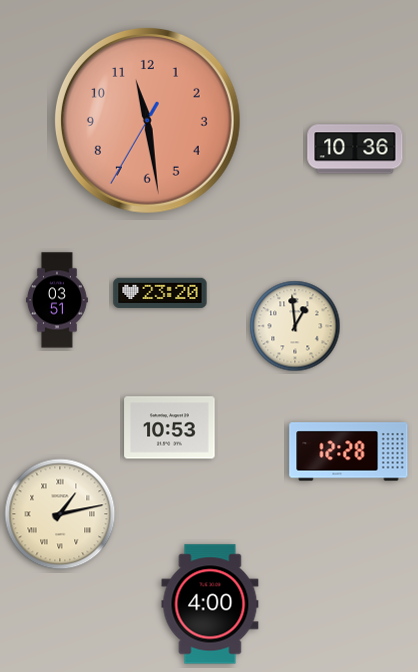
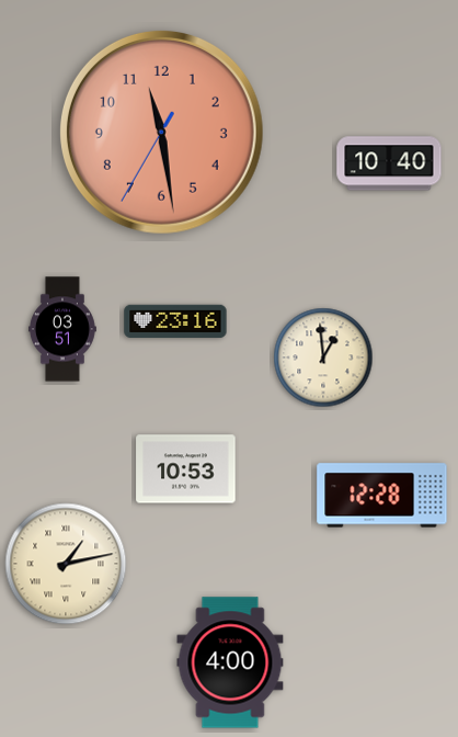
clock at (355, 149): 10:36 -> 10:40
clock at (160, 293): 23:20 -> 23:16
